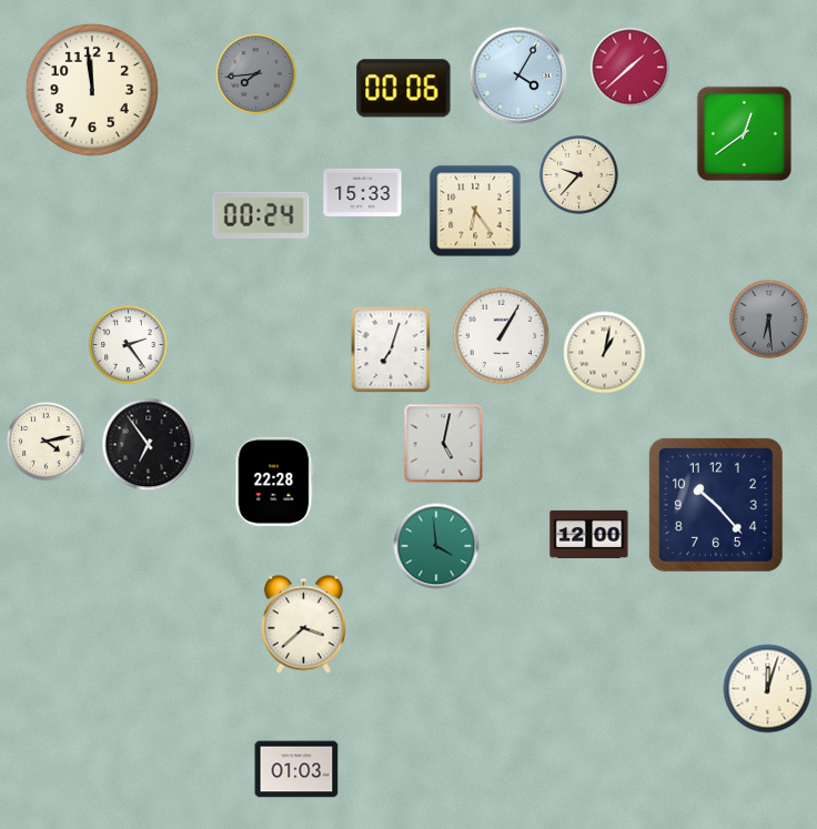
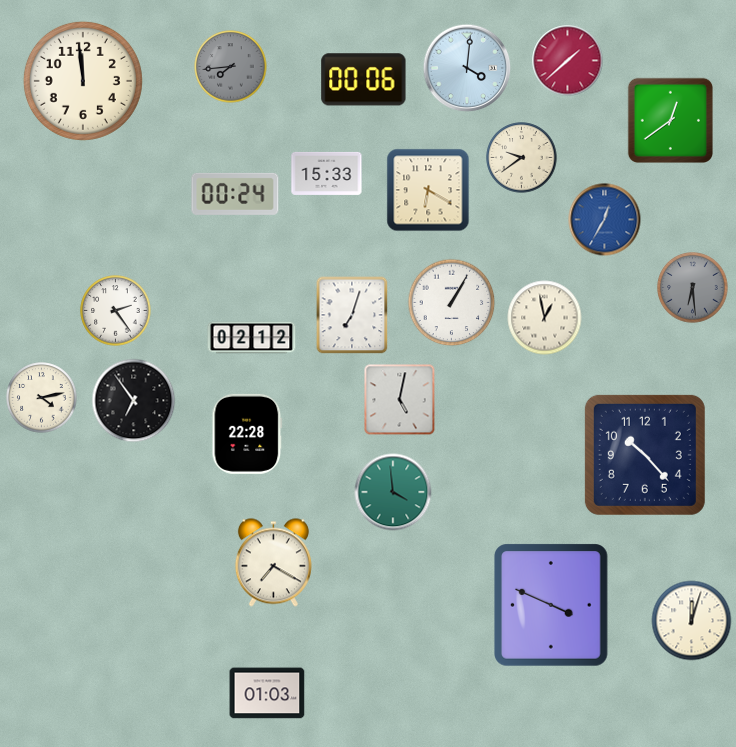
clock at (518, 75): 4:05 -> 4:01
clock at (579, 175): 9:37 -> 9:39
clock at (475, 211): 6:24 -> 6:20
clock at (605, 220): none -> 12:35
clock at (605, 353): 1:02 -> 12:58
clock at (252, 338): none -> 02:12
clock at (589, 534): 12:00 -> none
clock at (303, 625): 3:38 -> 7:20
clock at (551, 605): none -> 3:49
